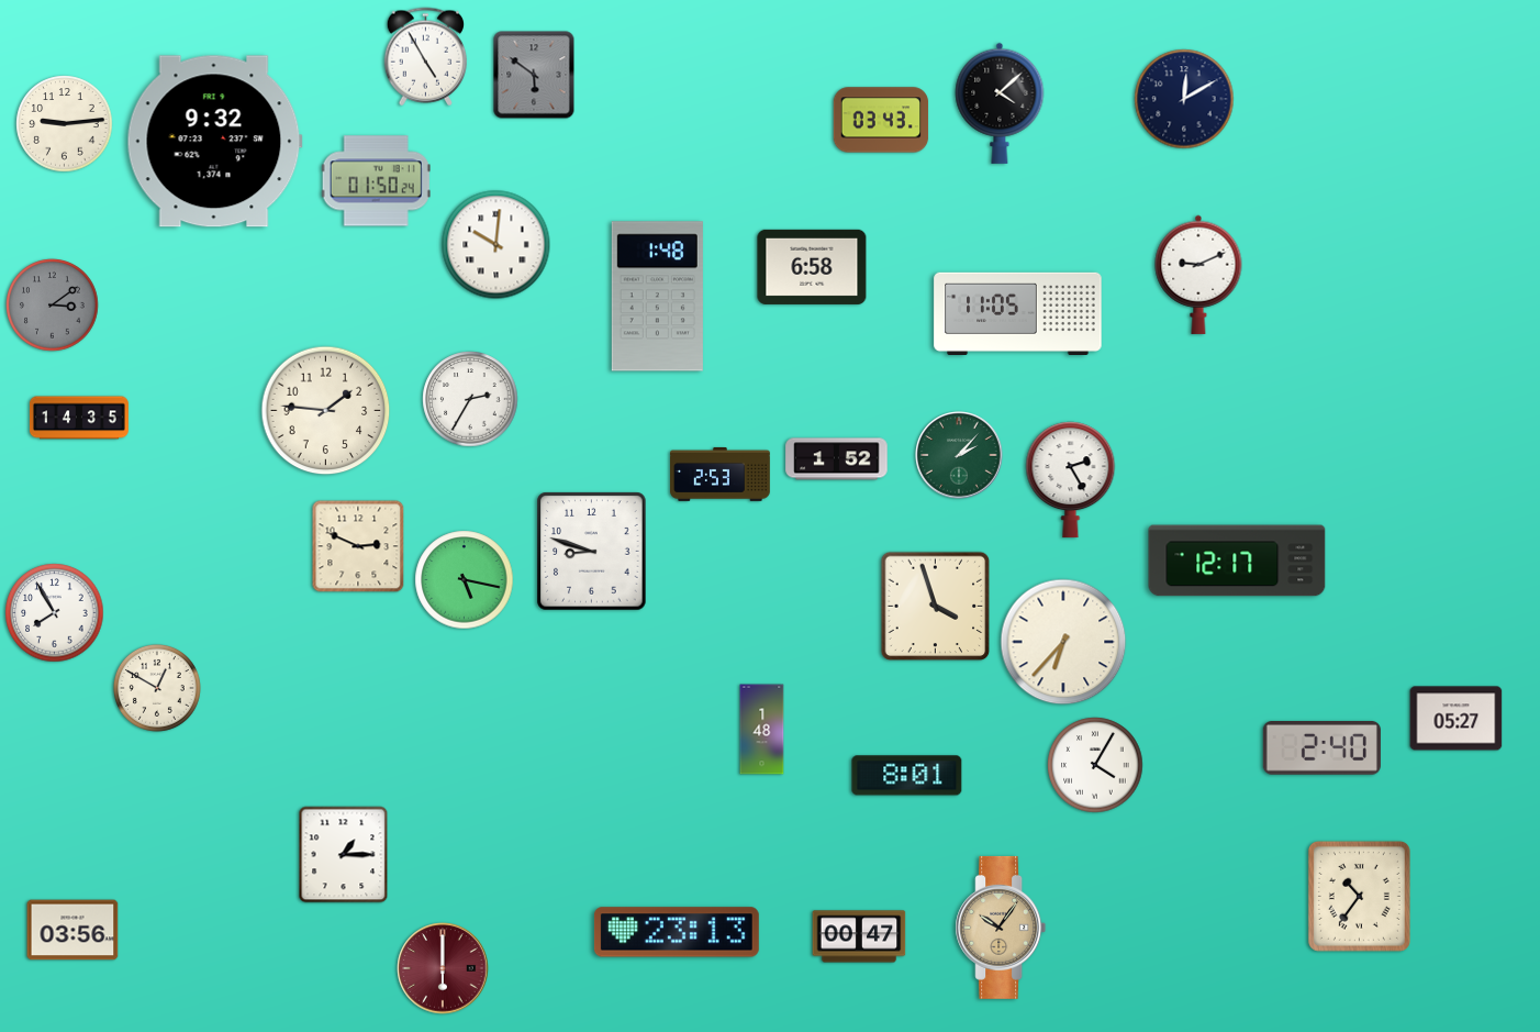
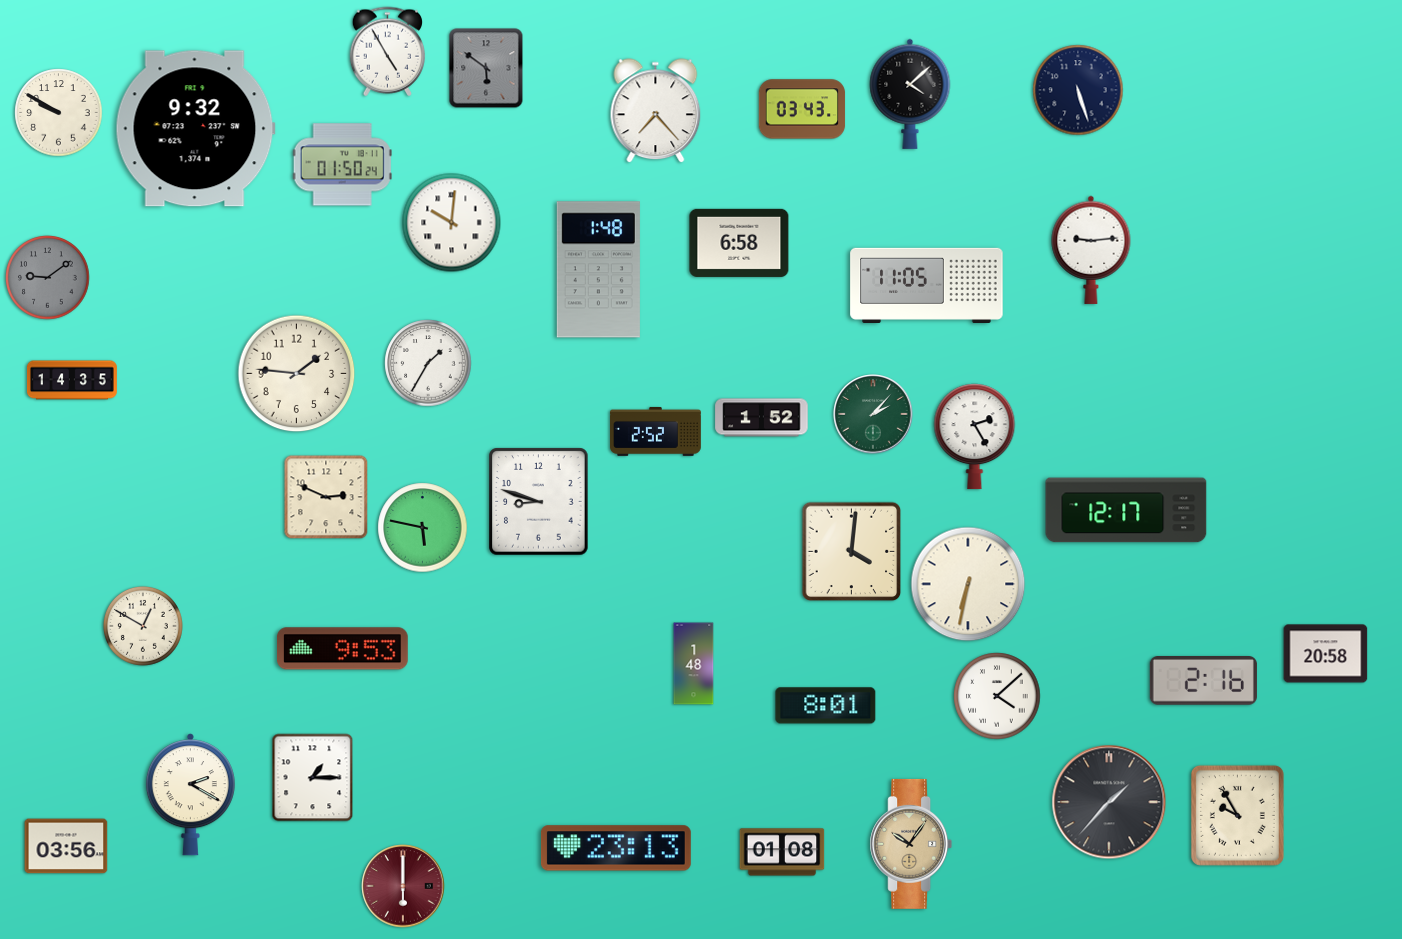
clock at (1184, 99): 12:10 -> 5:27
clock at (656, 111): none -> 7:23
clock at (65, 124): 9:14 -> 9:50
clock at (1198, 275): 9:11 -> 9:14
clock at (53, 306): 3:09 -> 9:09
clock at (470, 399): 2:35 -> 1:35
clock at (721, 474): 2:53 -> 2:52
clock at (465, 580): 5:17 -> 5:47
clock at (936, 607): 3:57 -> 4:01
clock at (55, 613): 7:55 -> none
clock at (1063, 642): 6:37 -> 6:32
clock at (342, 649): none -> 9:53
clock at (1457, 719): 05:27 -> 20:58
clock at (1321, 748): 2:40 -> 2:16
clock at (1095, 765): 4:05 -> 4:08
clock at (190, 795): none -> 2:20
clock at (1109, 802): none -> 1:37
clock at (1359, 896): 10:36 -> 9:55
clock at (859, 936): 00:47 -> 01:08
clock at (443, 968) position: (443, 968) -> (403, 886)
